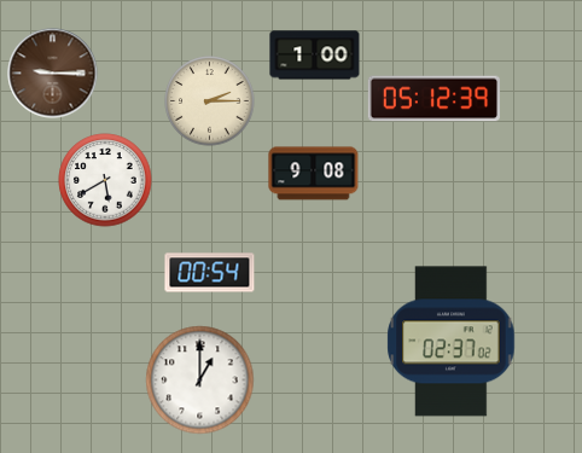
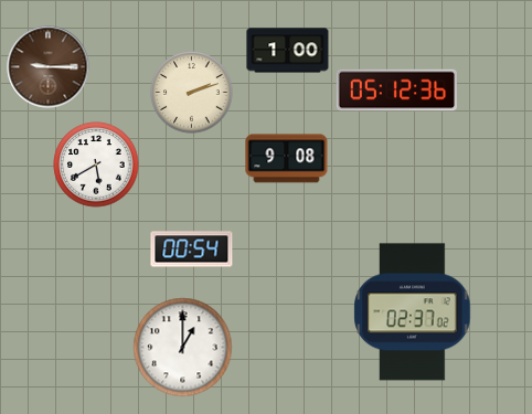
clock at (433, 99): 05:12:39 -> 05:12:36
clock at (210, 101): 2:15 -> 2:12
